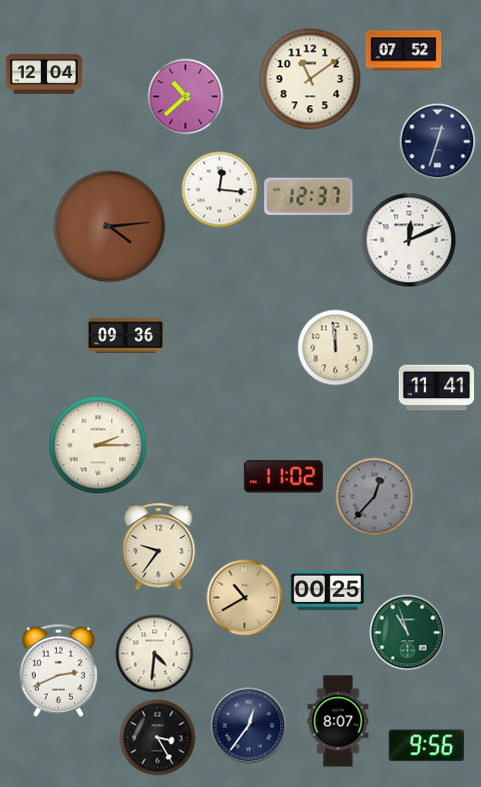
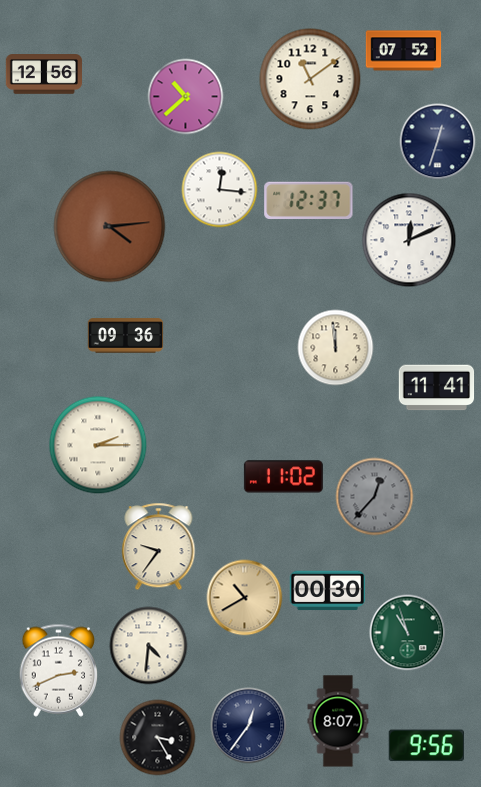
clock at (44, 74): 12:04 -> 12:56
clock at (309, 196) position: (309, 196) -> (309, 200)
clock at (328, 591): 00:25 -> 00:30
clock at (155, 654) position: (155, 654) -> (149, 646)
